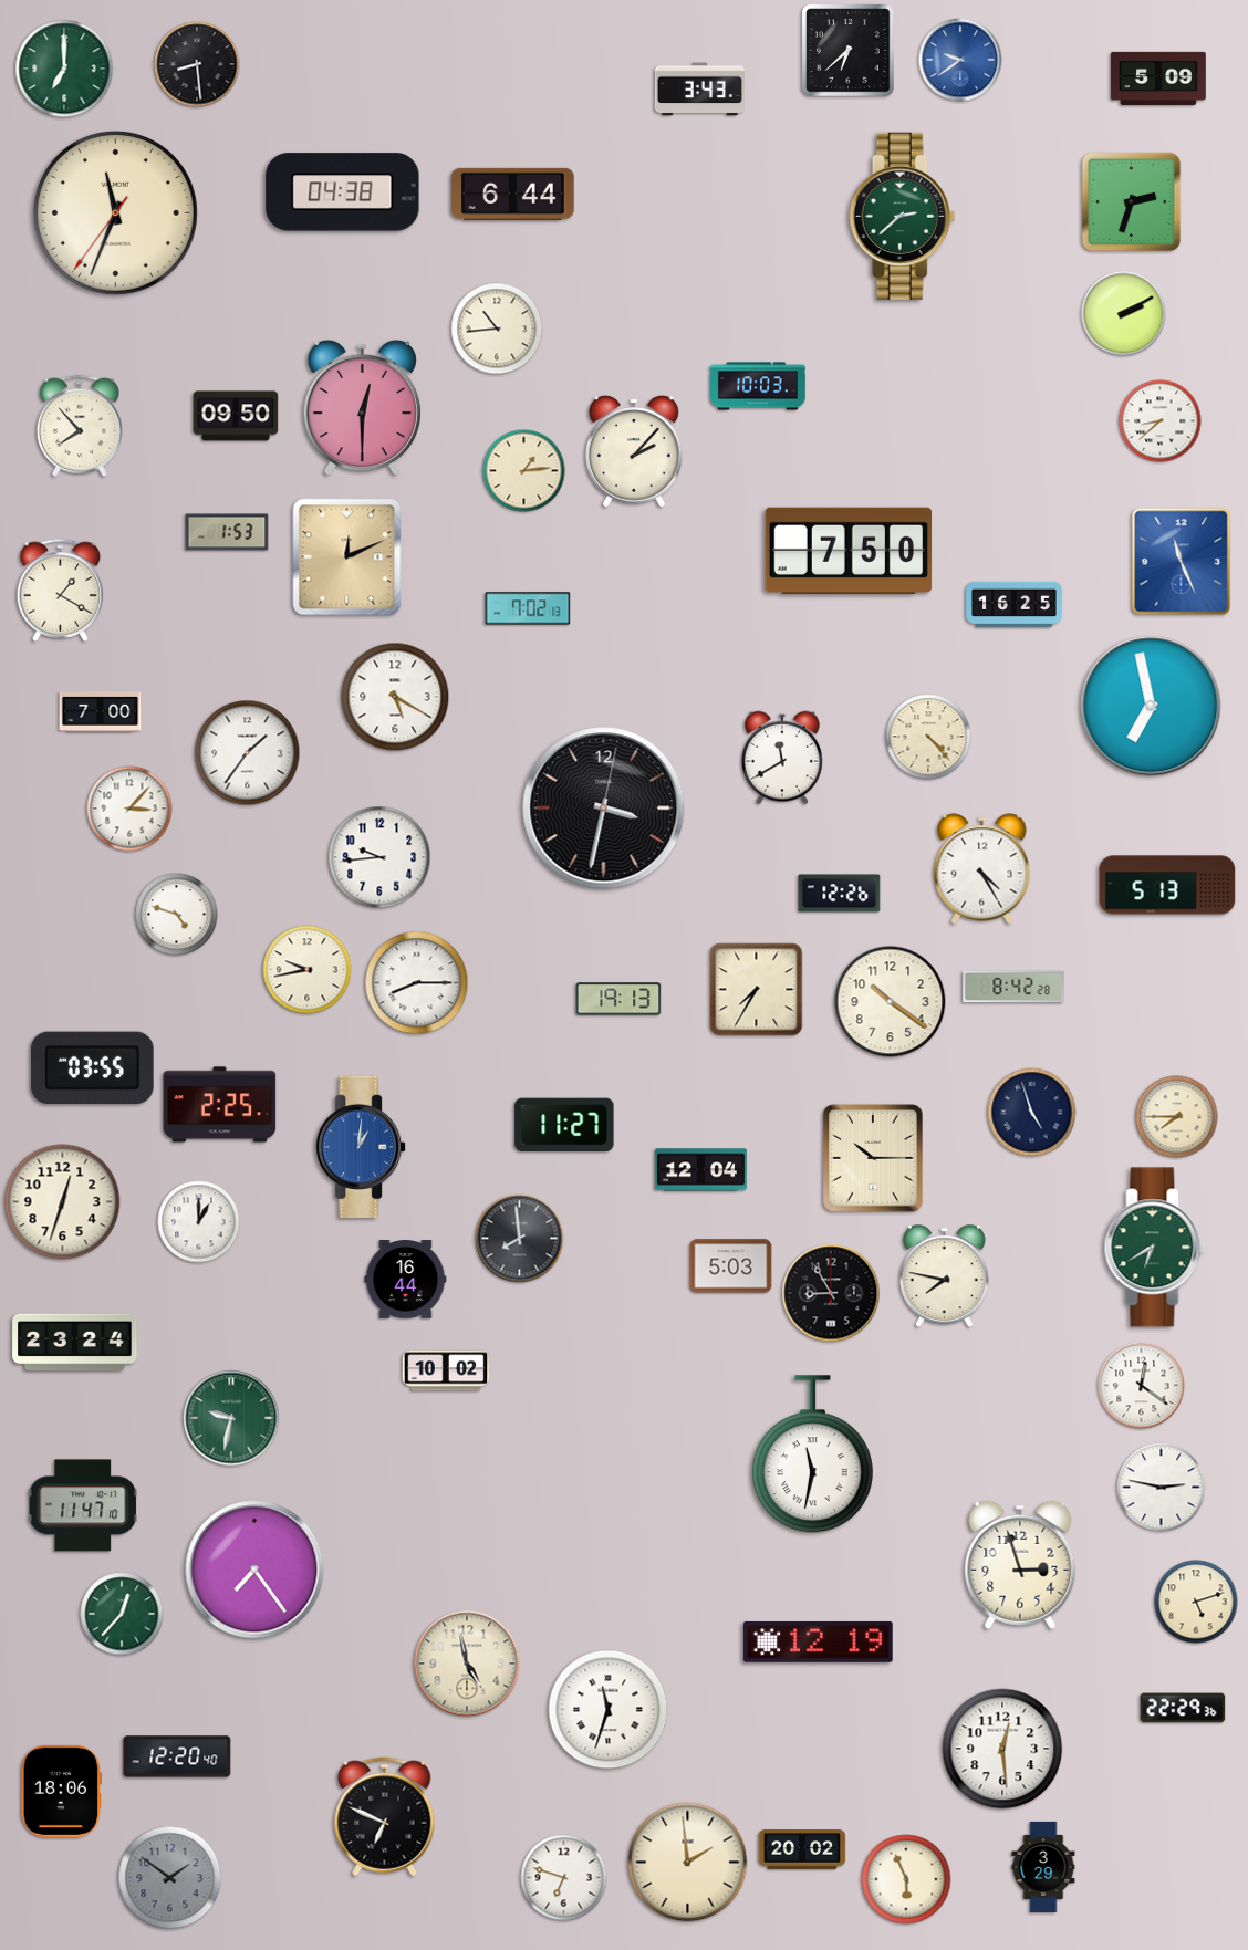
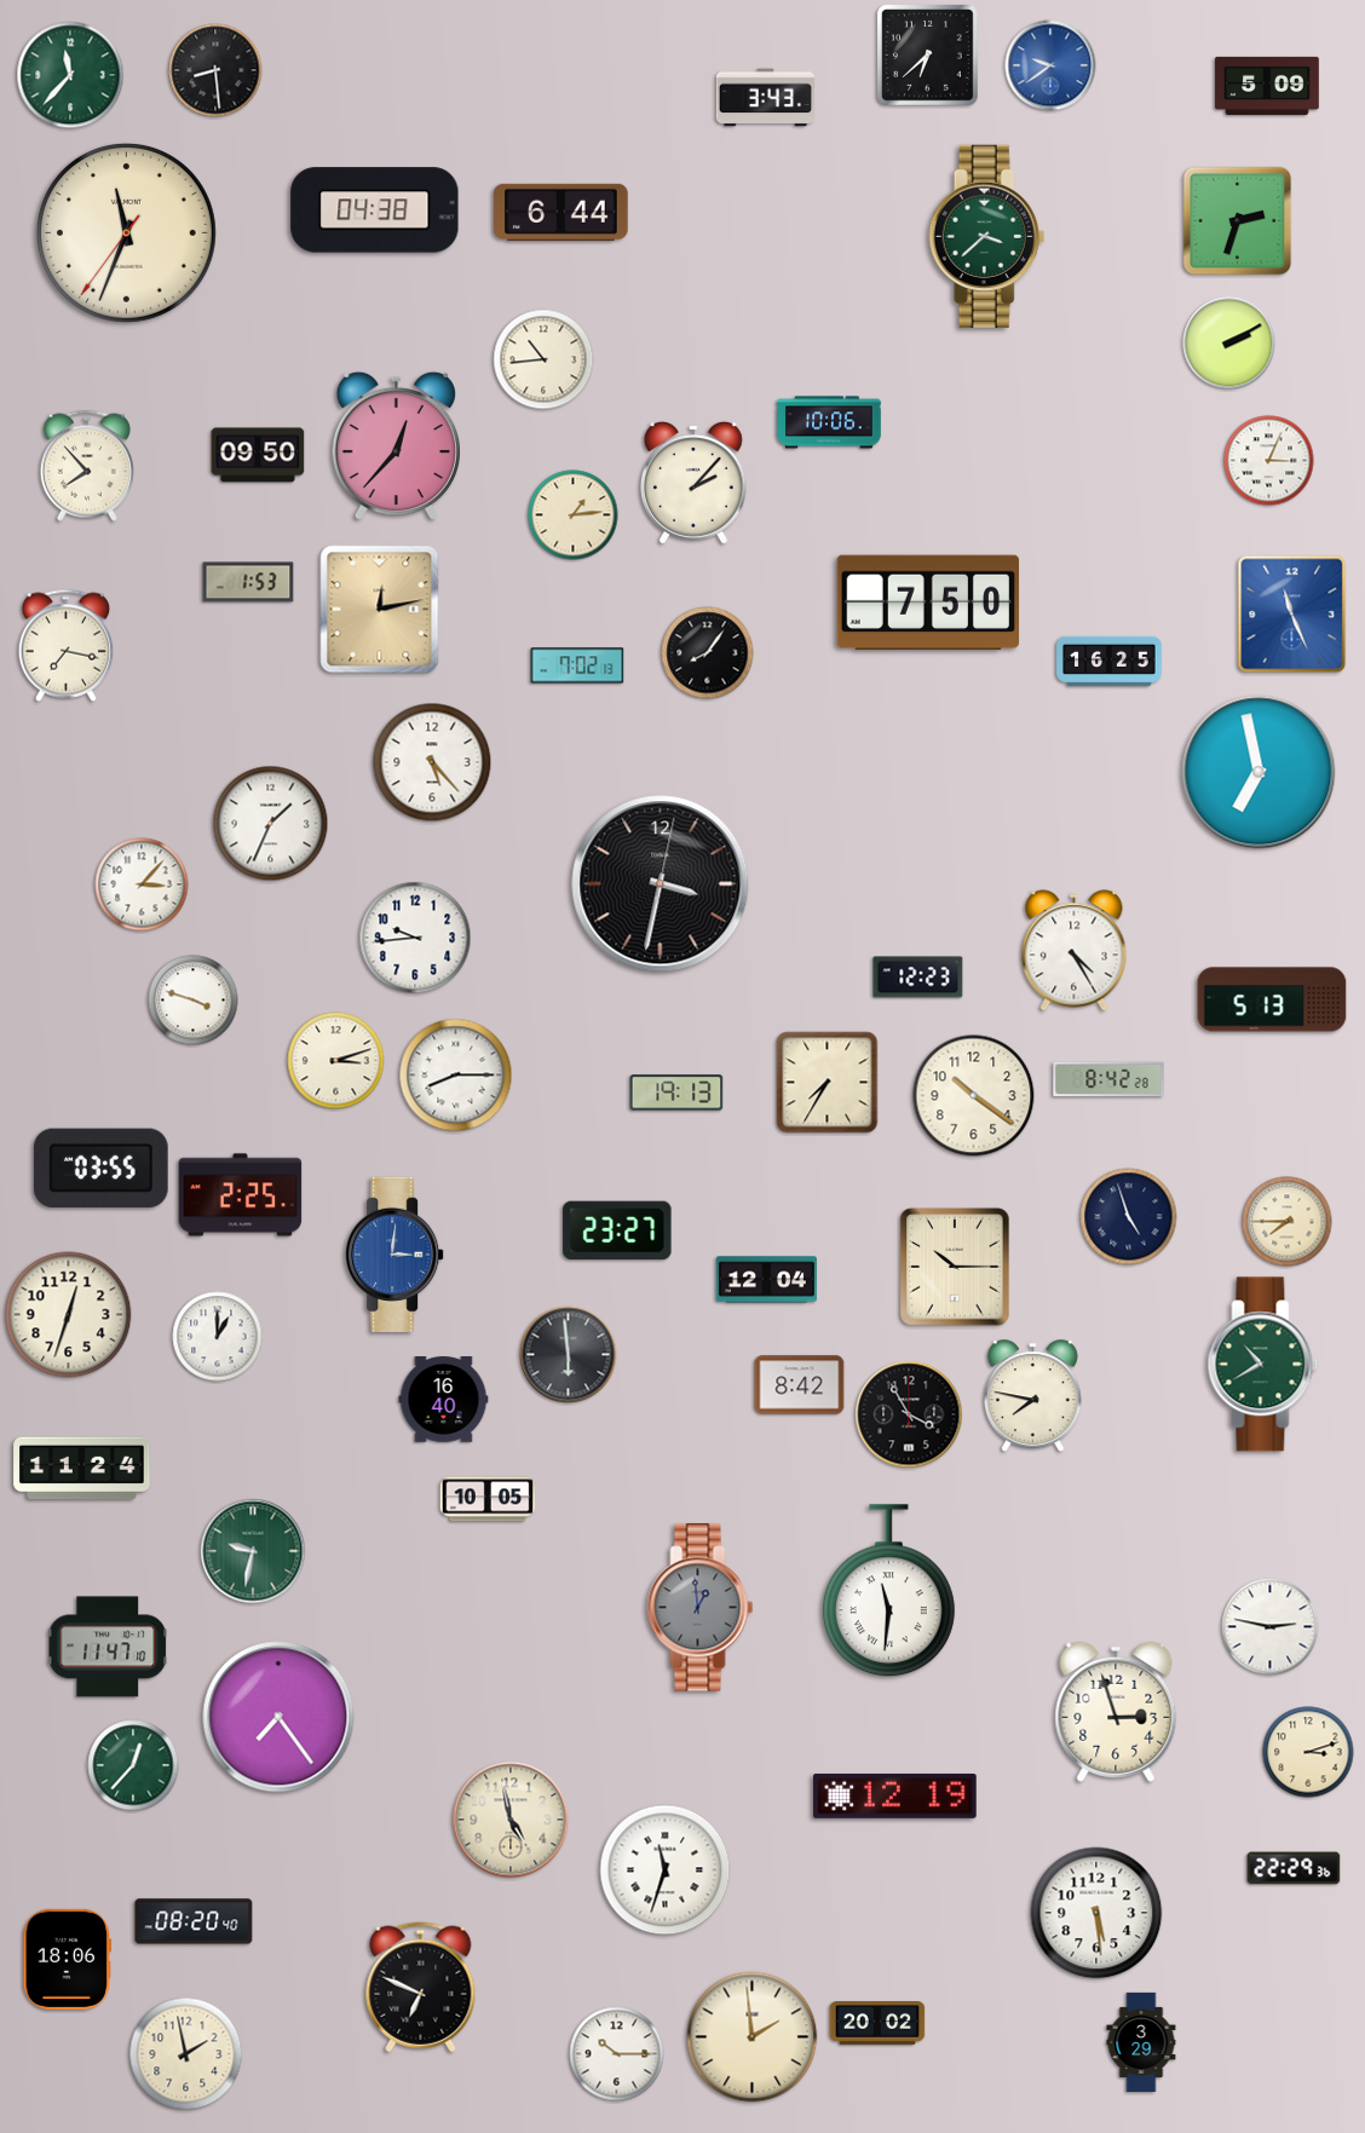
clock at (64, 69): 7:00 -> 11:37
clock at (903, 216): 2:38 -> 3:38
clock at (758, 386): 10:03 -> 10:06
clock at (362, 408): 12:30 -> 12:37
clock at (1161, 421): 8:38 -> 3:04
clock at (635, 452) position: (635, 452) -> (695, 484)
clock at (347, 557): 12:11 -> 12:13
clock at (61, 590): 1:20 -> 7:17
clock at (708, 653): none -> 8:06
clock at (395, 697): 5:20 -> 5:23
clock at (101, 712): 7:00 -> none
clock at (928, 737): 4:23 -> none
clock at (248, 753): 1:36 -> 1:34
clock at (782, 758): 11:40 -> none
clock at (1167, 885) position: (1167, 885) -> (1272, 999)
clock at (840, 894): 12:26 -> 12:23
clock at (177, 915): 4:48 -> 3:48
clock at (308, 970): 9:43 -> 3:12
clock at (220, 1105) position: (220, 1105) -> (241, 1195)
clock at (564, 1124): 11:27 -> 23:27
clock at (361, 1147): 1:01 -> 3:01
clock at (520, 1239): 7:59 -> 5:59
clock at (1155, 1248): 6:40 -> 10:40
clock at (731, 1266): 5:03 -> 8:42
clock at (406, 1280): 16:44 -> 16:40
clock at (831, 1293): 8:55 -> 3:55
clock at (75, 1343): 23:24 -> 11:24
clock at (446, 1370): 10:02 -> 10:05
clock at (1142, 1386): 12:21 -> none
clock at (812, 1454): 11:32 -> 11:31
clock at (701, 1608): none -> 12:59
clock at (83, 1505) position: (83, 1505) -> (108, 1647)
clock at (1196, 1602): 5:12 -> 3:12
clock at (1002, 1749): 12:29 -> 5:29
clock at (177, 1756): 12:20 -> 08:20
clock at (170, 1878): 1:51 -> 1:58
clock at (170, 1878) dial: grey -> cream
clock at (564, 1878): 6:48 -> 10:15
clock at (906, 1879): 5:56 -> none
